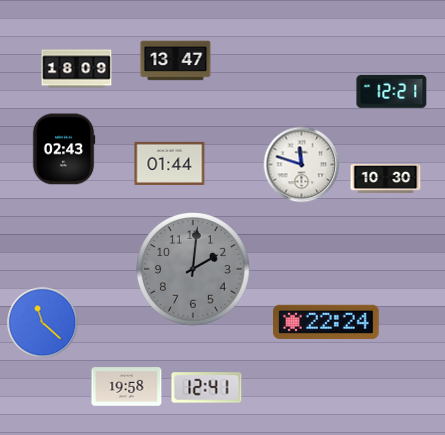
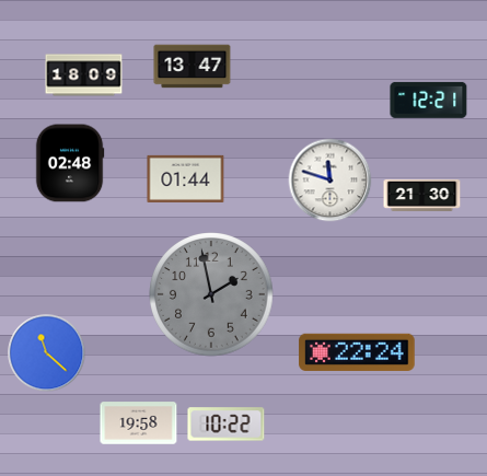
clock at (64, 149): 02:43 -> 02:48
clock at (386, 178): 10:30 -> 21:30
clock at (193, 269): 2:01 -> 1:58
clock at (207, 388): 12:41 -> 10:22
